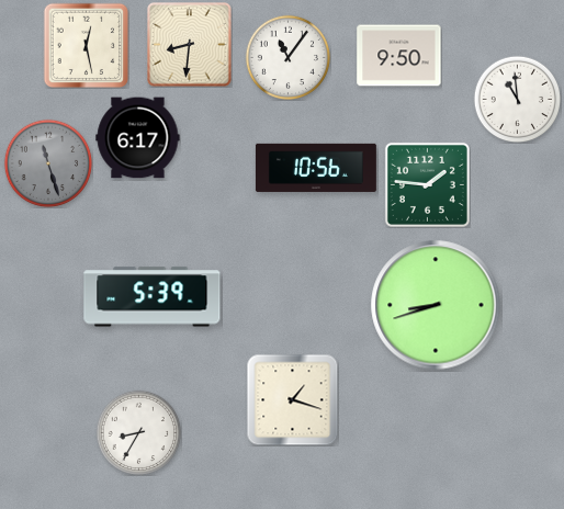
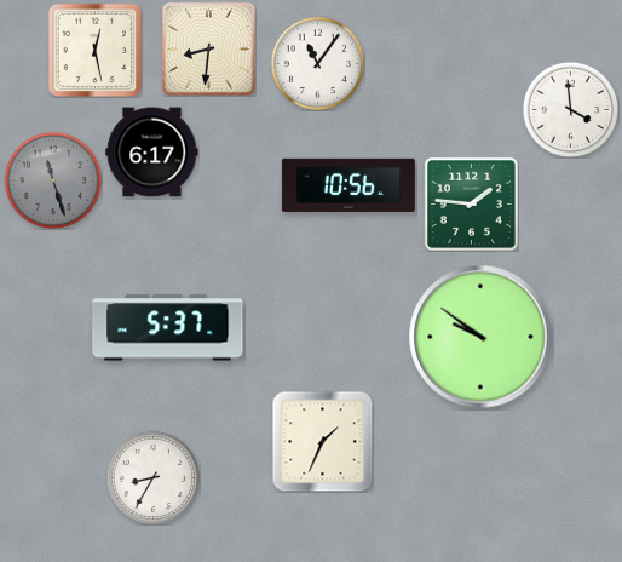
clock at (399, 56): 9:50 -> none
clock at (517, 99): 10:59 -> 3:59
clock at (153, 297): 5:39 -> 5:37
clock at (436, 305): 8:42 -> 9:51
clock at (292, 399): 1:18 -> 1:34
